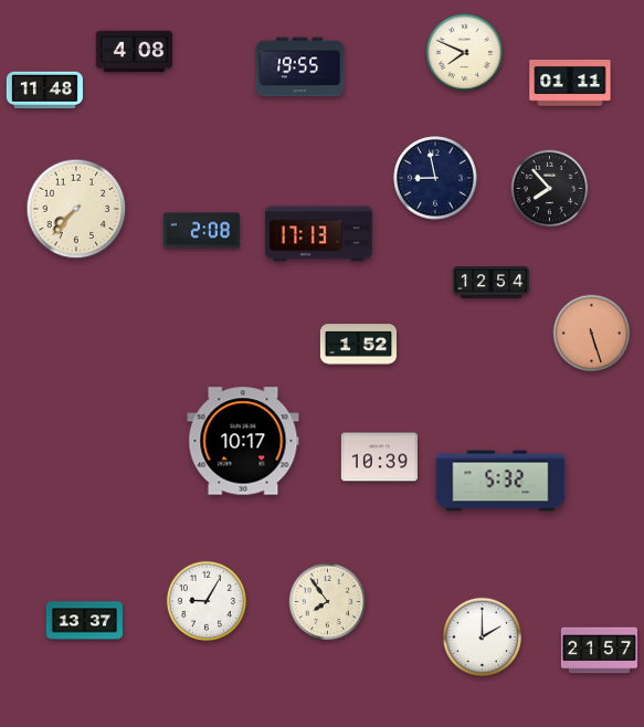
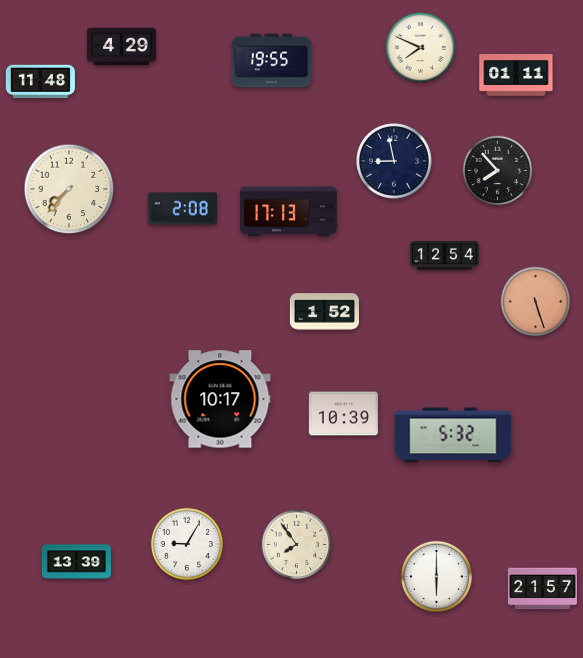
clock at (134, 52): 4:08 -> 4:29
clock at (84, 621): 13:37 -> 13:39
clock at (483, 638): 2:00 -> 6:00
